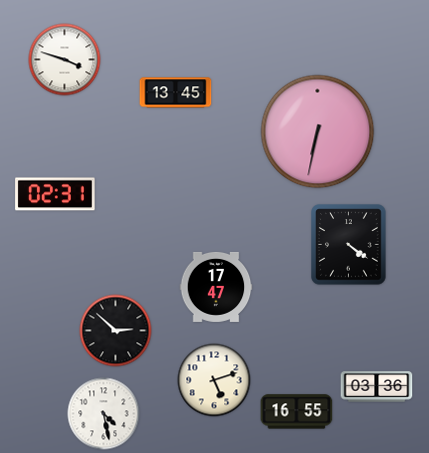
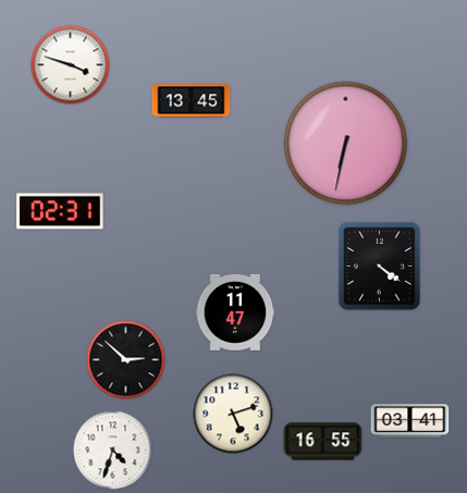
clock at (216, 287): 17:47 -> 11:47
clock at (377, 387): 03:36 -> 03:41
clock at (297, 412) position: (297, 412) -> (323, 442)
clock at (104, 414): 4:28 -> 4:33
